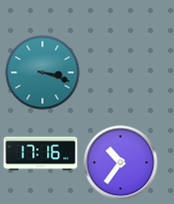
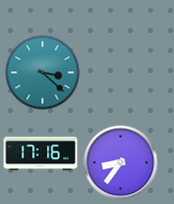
clock at (43, 73): 3:18 -> 3:22
clock at (121, 163): 10:36 -> 8:36
